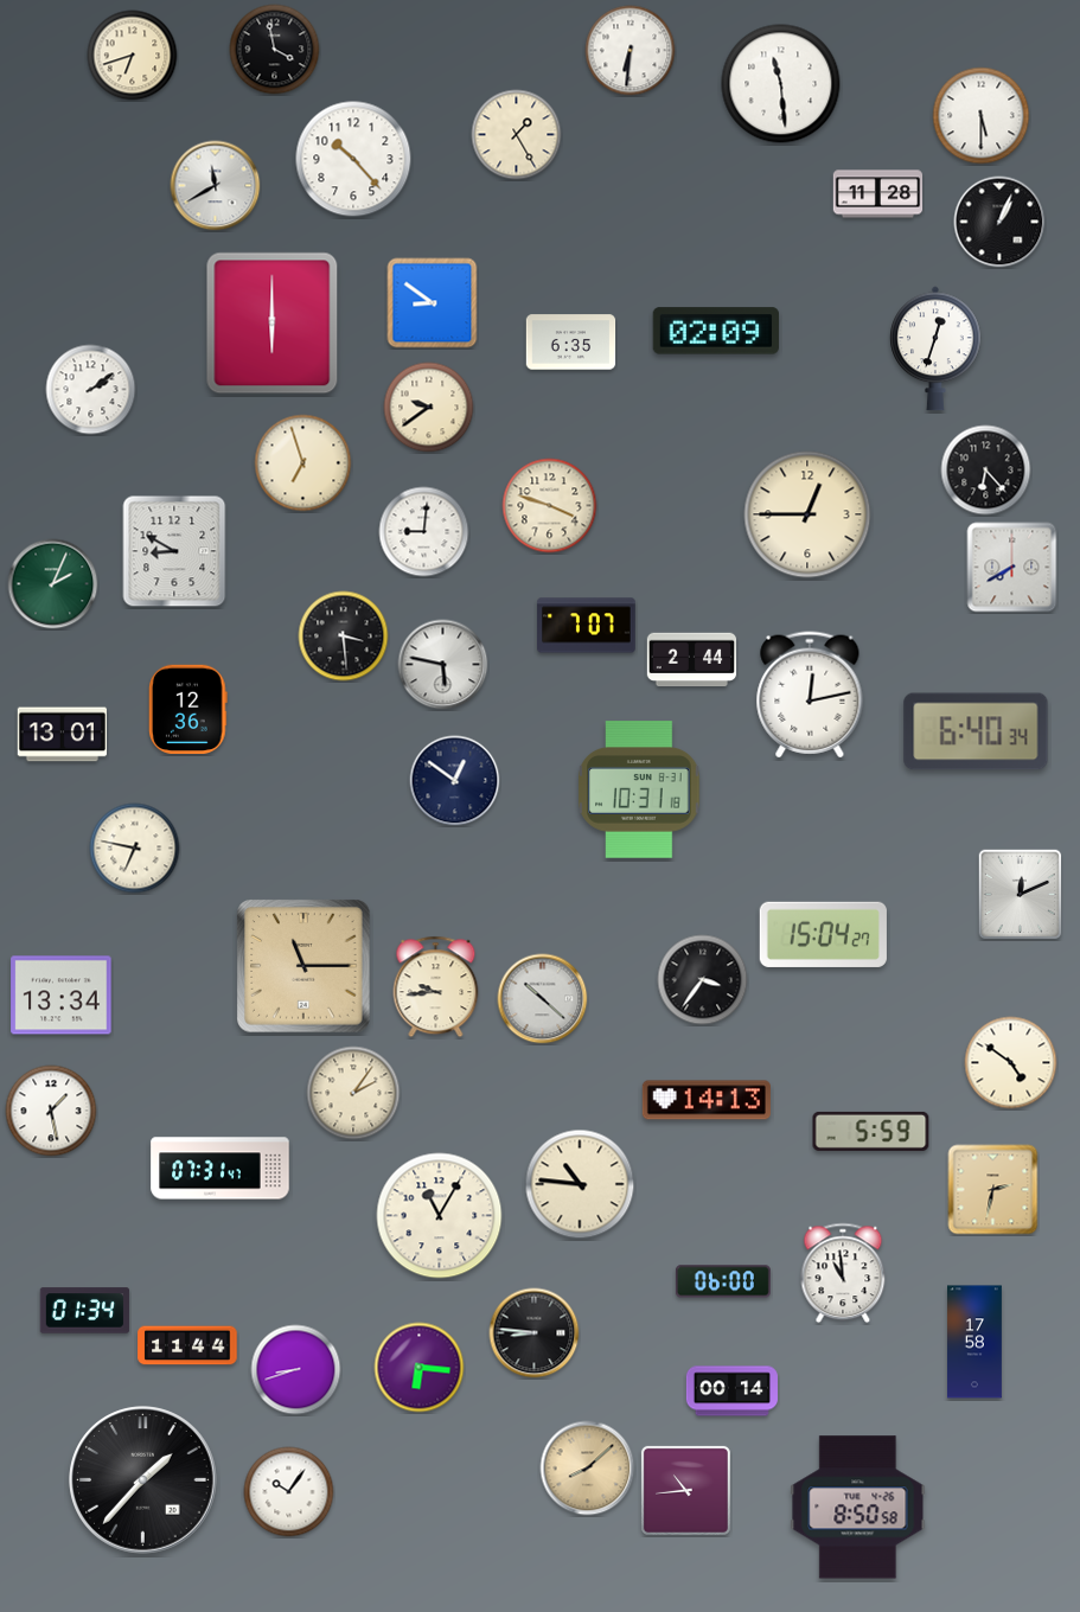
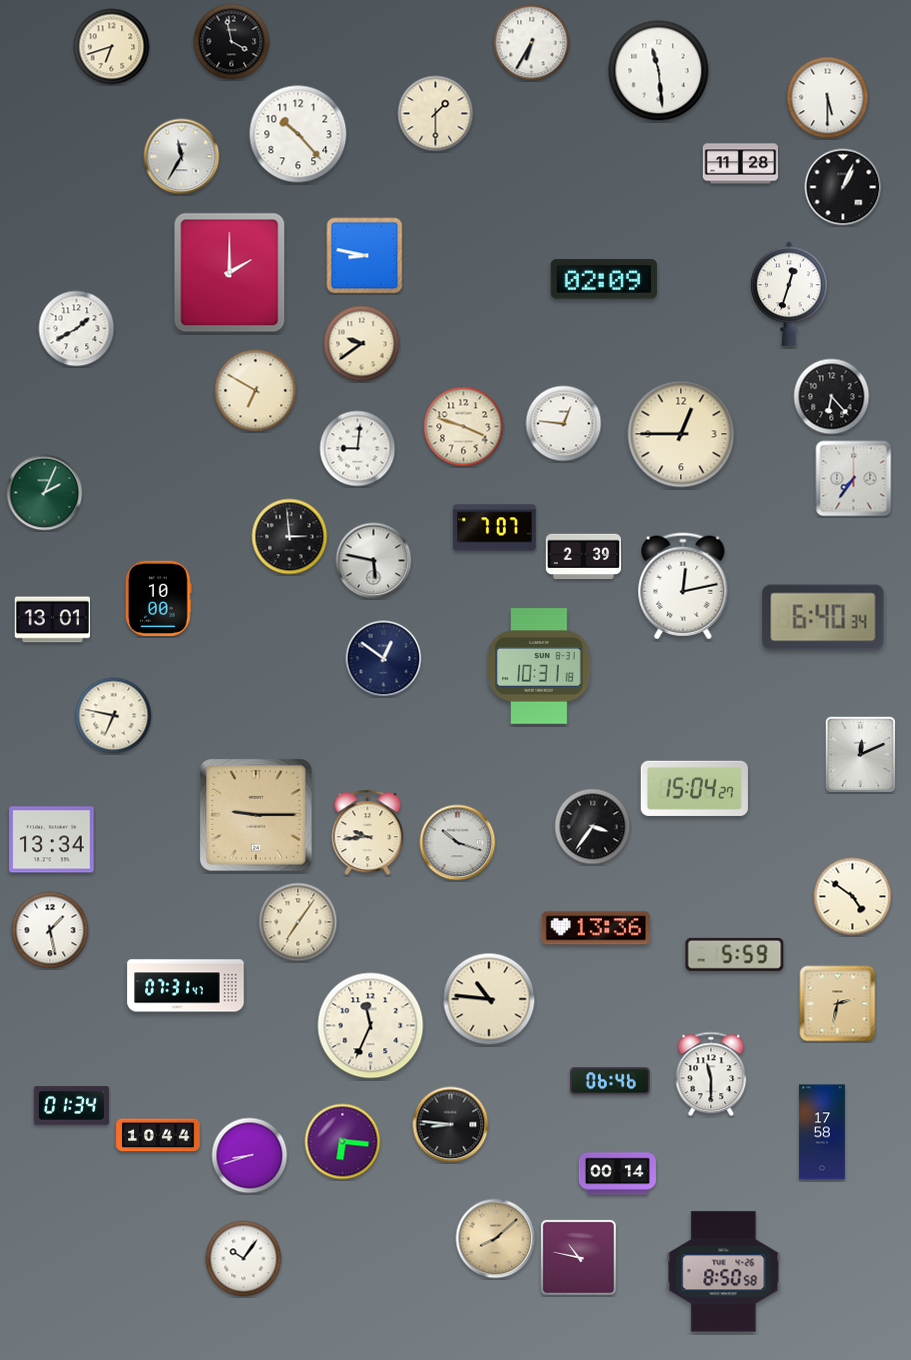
clock at (631, 51): 6:31 -> 6:35
clock at (517, 135): 1:25 -> 1:30
clock at (216, 186): 11:40 -> 11:35
clock at (433, 303): 8:51 -> 8:47
clock at (273, 324): 6:00 -> 2:00
clock at (571, 343): 6:35 -> none
clock at (91, 390): 2:09 -> 1:40
clock at (303, 463): 6:57 -> 6:50
clock at (564, 424): none -> 12:46
clock at (174, 551): 8:50 -> none
clock at (1012, 568): 7:40 -> 7:36
clock at (344, 637): 3:29 -> 2:59
clock at (692, 660): 2:44 -> 2:39
clock at (187, 709): 12:36 -> 10:00
clock at (303, 966): 11:15 -> 9:15
clock at (543, 999): 10:22 -> 10:18
clock at (353, 1093): 2:06 -> 7:06
clock at (707, 1100): 14:13 -> 13:36
clock at (51, 1111) position: (51, 1111) -> (50, 930)
clock at (440, 1216): 11:05 -> 11:34
clock at (843, 1273): 10:59 -> 11:30
clock at (723, 1281): 06:00 -> 06:46
clock at (187, 1345): 11:44 -> 10:44
clock at (420, 1368) position: (420, 1368) -> (343, 1142)
clock at (143, 1480): 1:37 -> none
clock at (685, 1490): 10:44 -> 10:47
